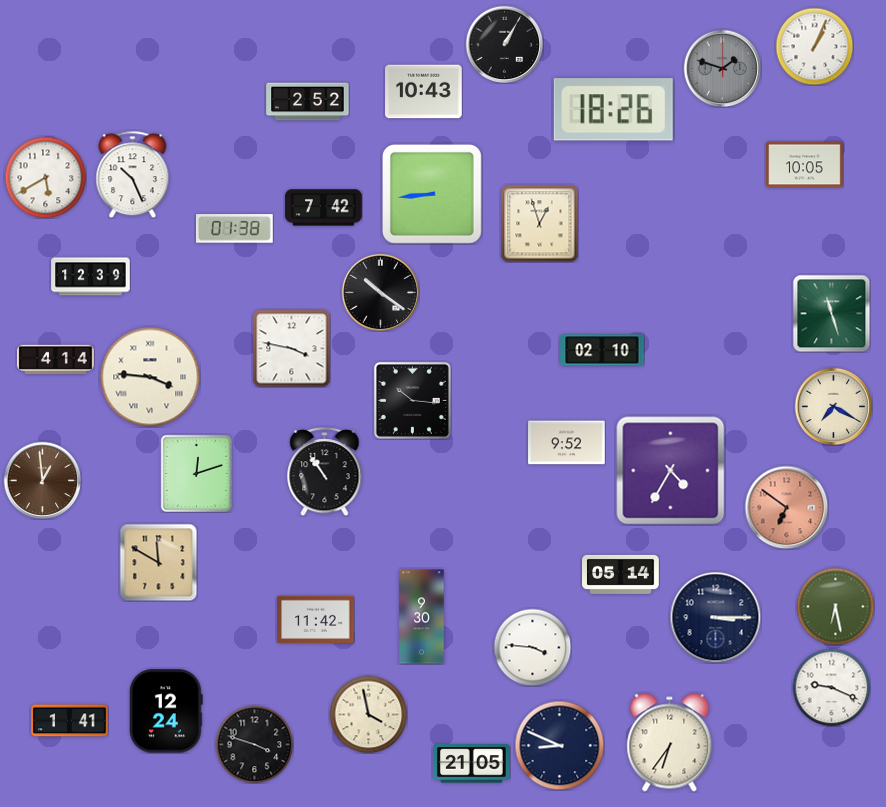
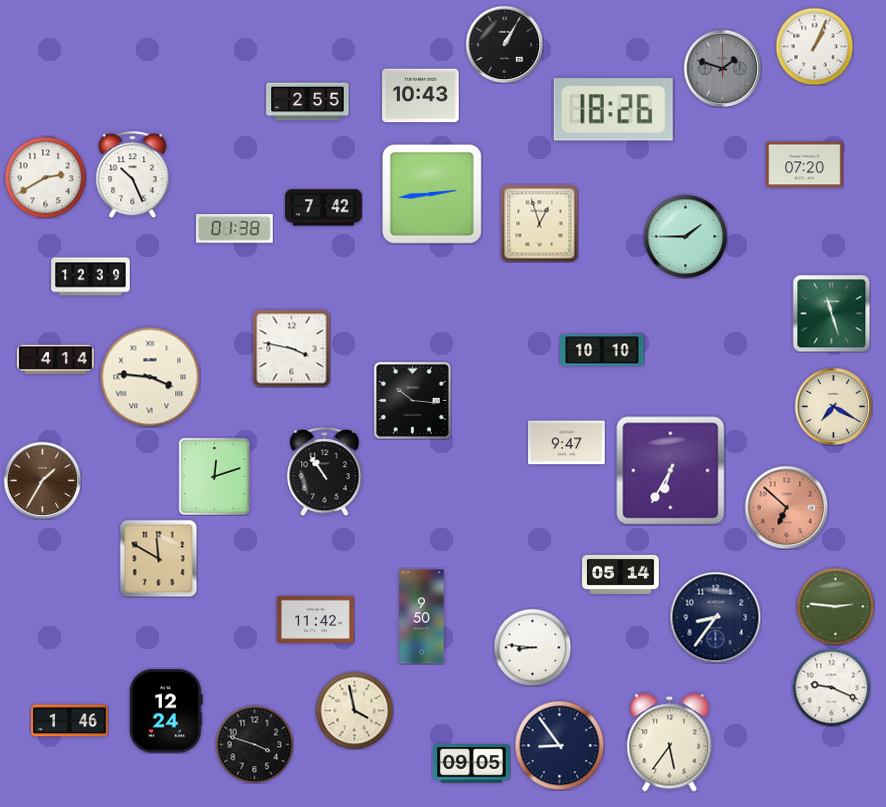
clock at (424, 92) position: (424, 92) -> (421, 96)
clock at (308, 102): 2:52 -> 2:55
clock at (805, 165): 10:05 -> 07:20
clock at (45, 177): 5:40 -> 2:40
clock at (432, 194): 8:44 -> 2:44
clock at (685, 236): none -> 1:45
clock at (380, 292): 10:21 -> none
clock at (602, 350): 02:10 -> 10:10
clock at (567, 443): 9:52 -> 9:47
clock at (671, 471): 4:35 -> 6:35
clock at (196, 473) position: (196, 473) -> (214, 476)
clock at (42, 480): 12:59 -> 1:35
clock at (786, 507): 6:51 -> 6:52
clock at (158, 562) position: (158, 562) -> (158, 558)
clock at (835, 606): 6:28 -> 2:46
clock at (422, 617): 9:30 -> 9:50
clock at (715, 617): 3:15 -> 8:36
clock at (532, 647): 3:46 -> 8:46
clock at (368, 714) position: (368, 714) -> (354, 710)
clock at (70, 721): 1:41 -> 1:46
clock at (670, 743): 6:36 -> 5:36
clock at (559, 745): 8:49 -> 8:54
clock at (472, 764): 21:05 -> 09:05
